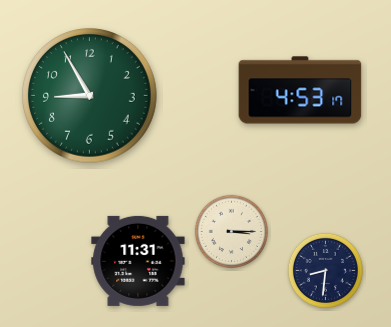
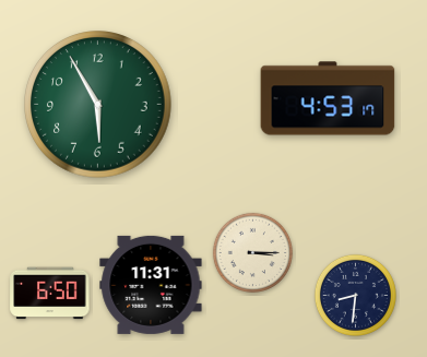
clock at (90, 96): 8:55 -> 5:55
clock at (50, 294): none -> 6:50
